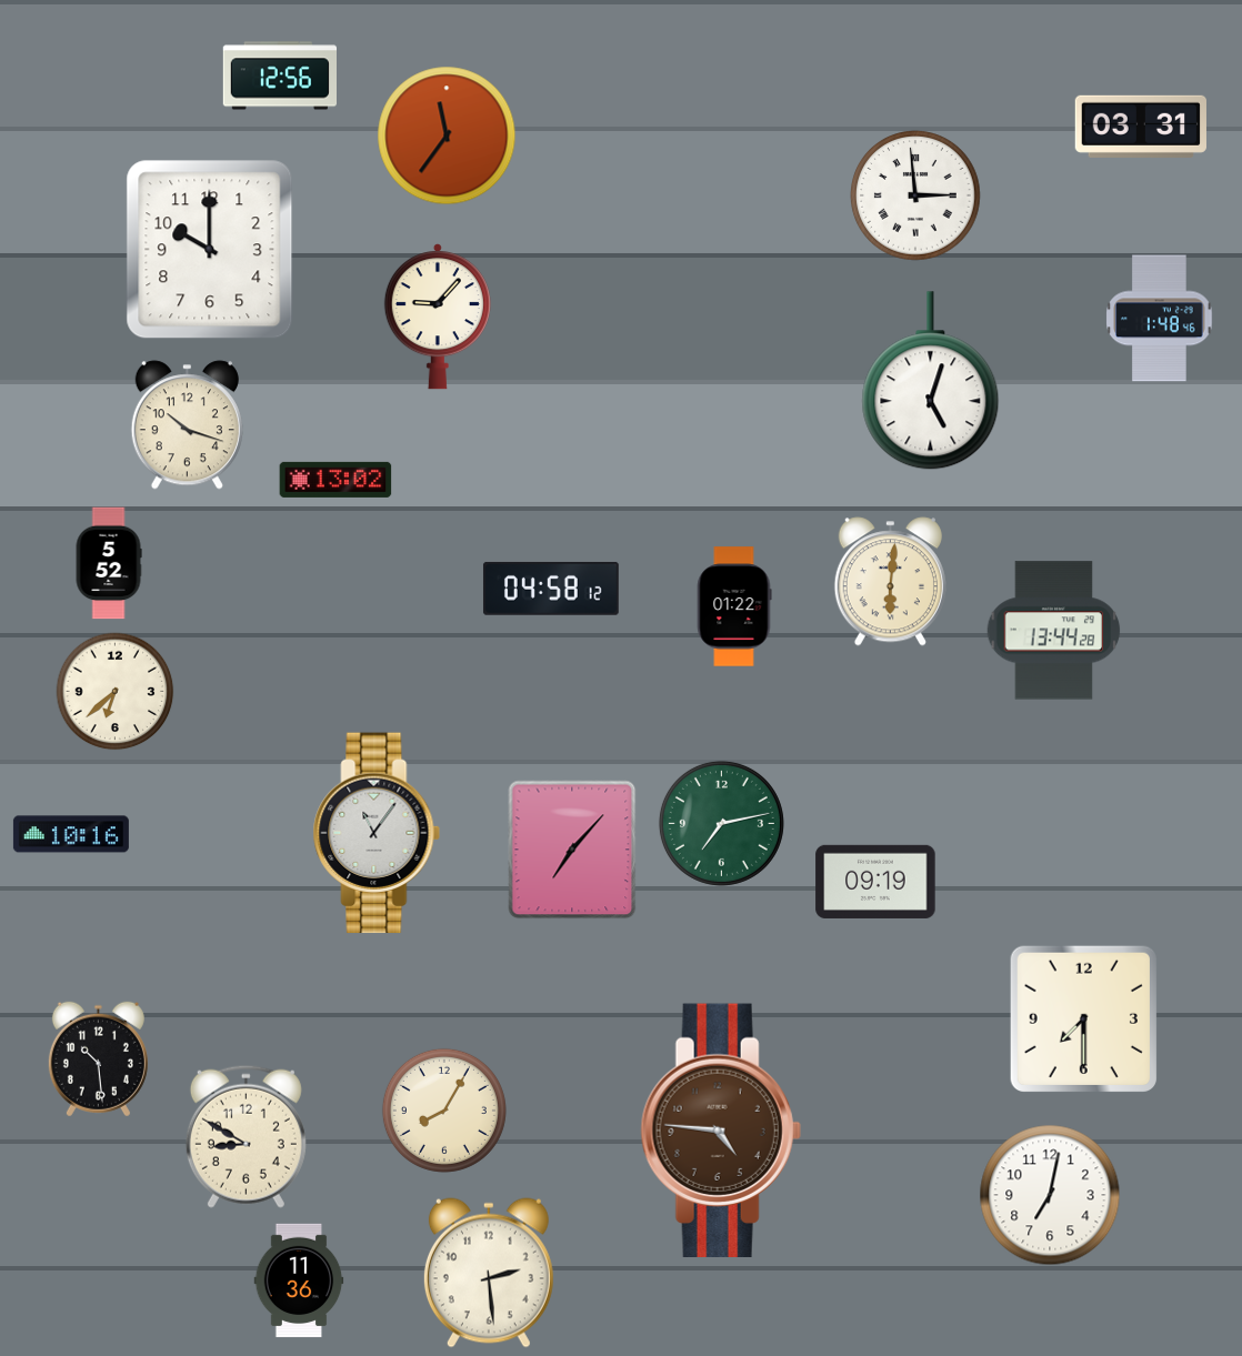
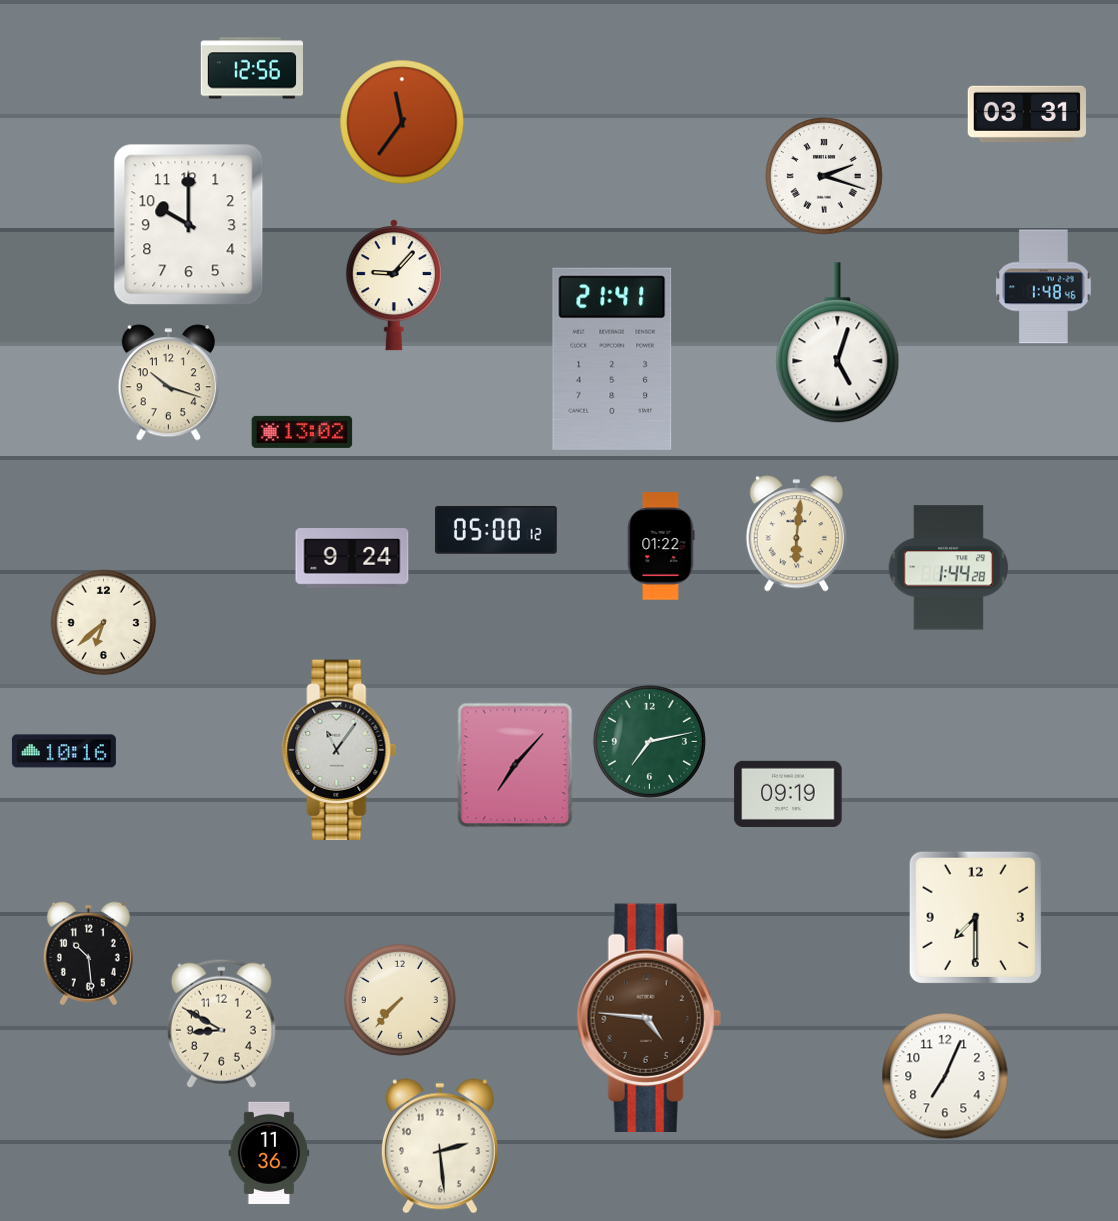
clock at (915, 195): 2:59 -> 2:18
clock at (612, 359): none -> 21:41
clock at (109, 563): 5:52 -> none
clock at (890, 582) position: (890, 582) -> (796, 534)
clock at (551, 589): 04:58 -> 05:00
clock at (352, 558): none -> 9:24
clock at (1054, 631): 13:44 -> 1:44
clock at (444, 1111): 8:05 -> 7:37
clock at (1050, 1195): 7:02 -> 7:04
